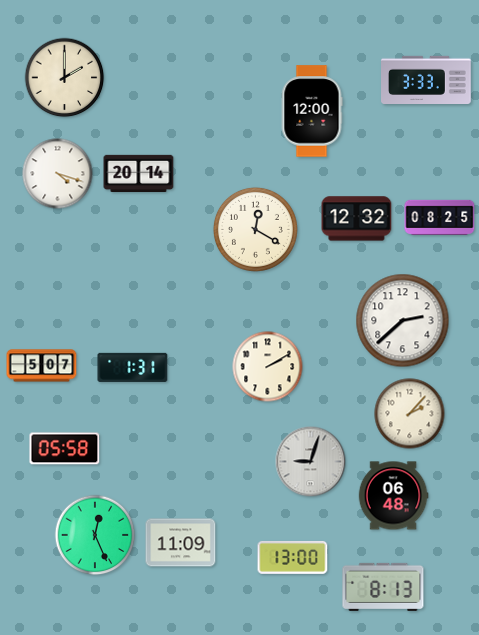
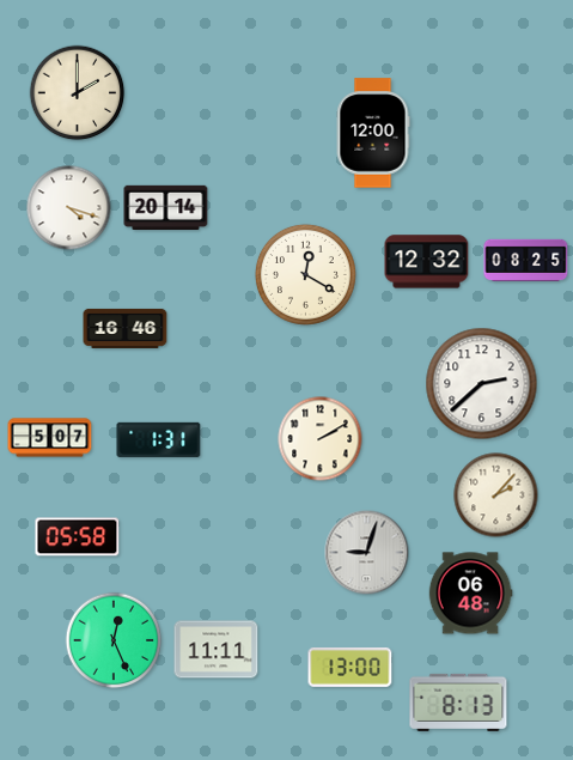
clock at (427, 79): 3:33 -> none
clock at (126, 328): none -> 16:46
clock at (410, 414) position: (410, 414) -> (496, 495)
clock at (311, 462) position: (311, 462) -> (367, 553)
clock at (181, 543): 11:09 -> 11:11
